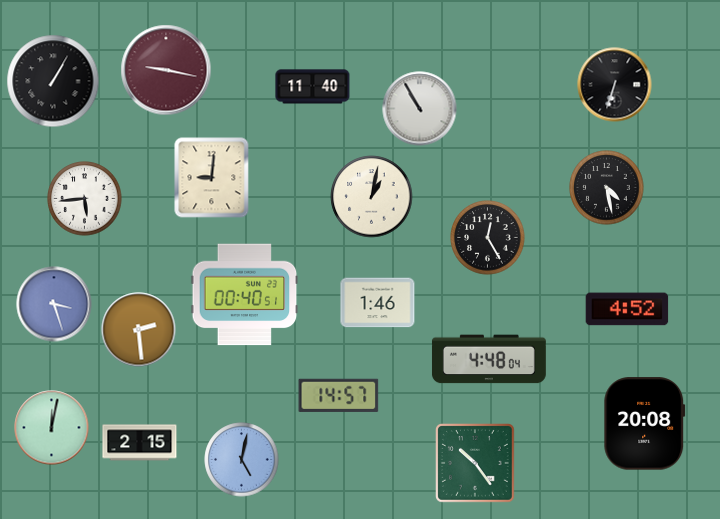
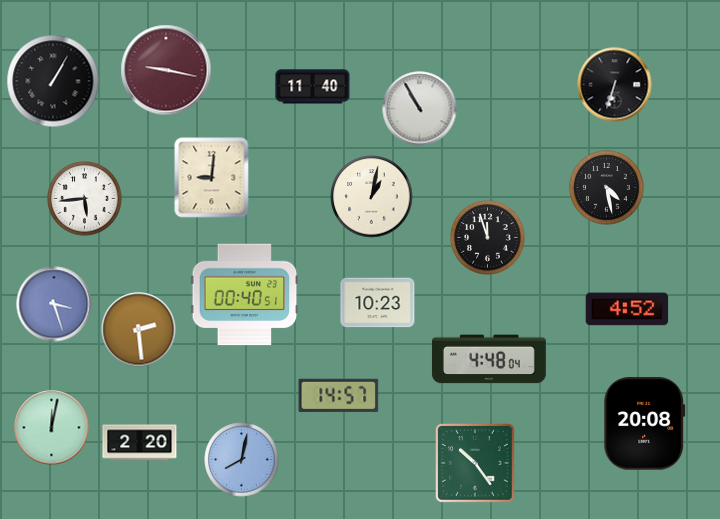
clock at (488, 238): 12:25 -> 11:57
clock at (378, 303): 1:46 -> 10:23
clock at (140, 443): 2:15 -> 2:20
clock at (242, 460): 5:02 -> 8:02
